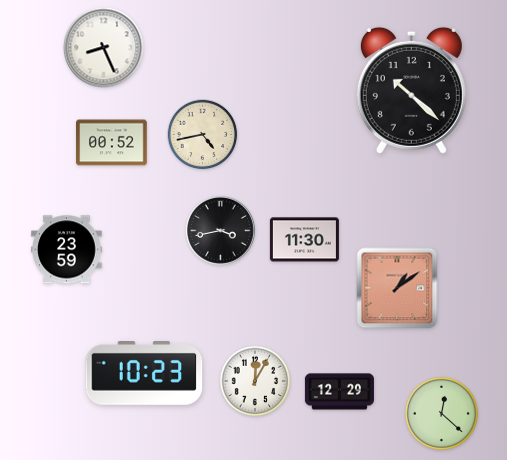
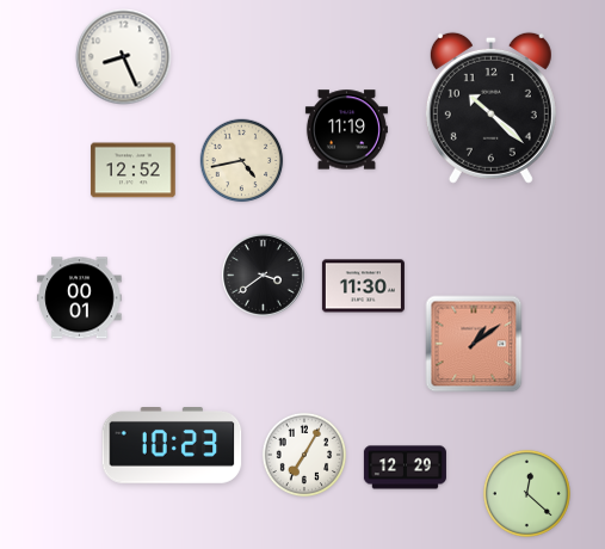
clock at (346, 130): none -> 11:19
clock at (112, 143): 00:52 -> 12:52
clock at (221, 231): 3:43 -> 3:39
clock at (67, 250): 23:59 -> 00:01
clock at (255, 381): 12:05 -> 7:05
